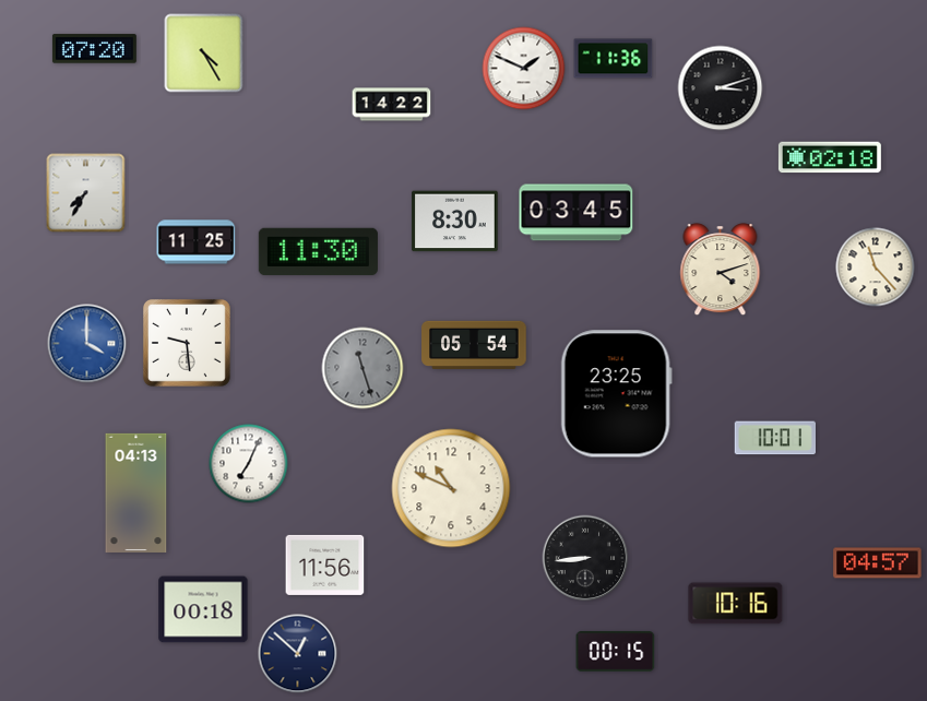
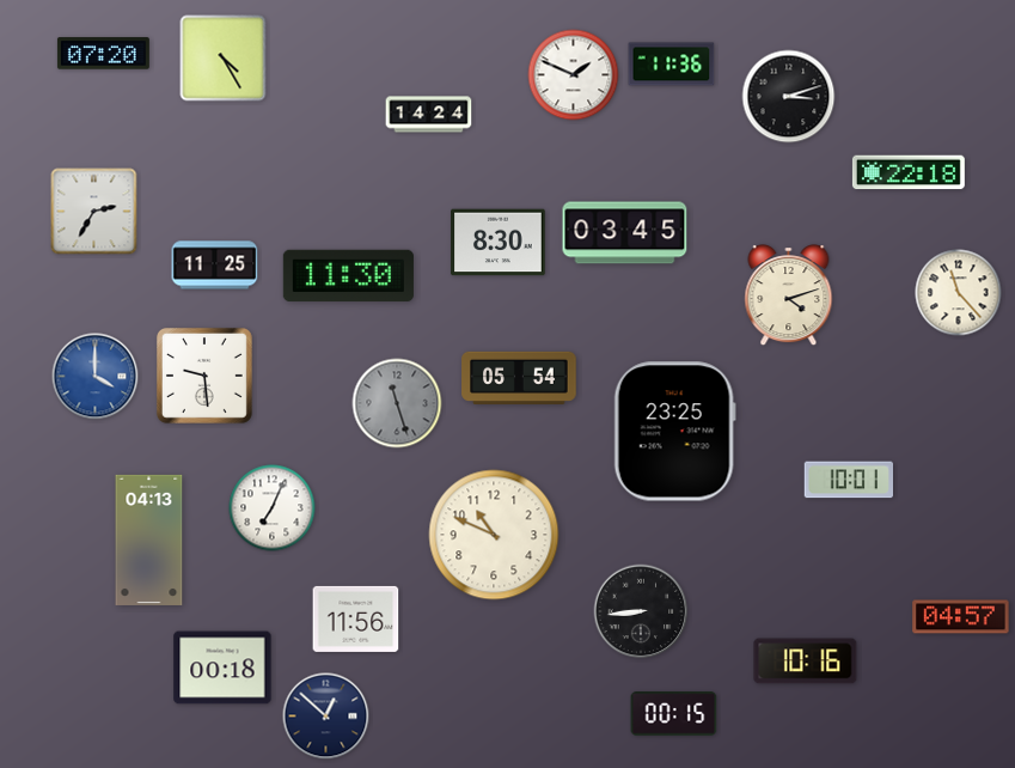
clock at (392, 105): 14:22 -> 14:24
clock at (830, 157): 02:18 -> 22:18
clock at (86, 193): 7:35 -> 2:35
clock at (577, 213) position: (577, 213) -> (625, 233)
